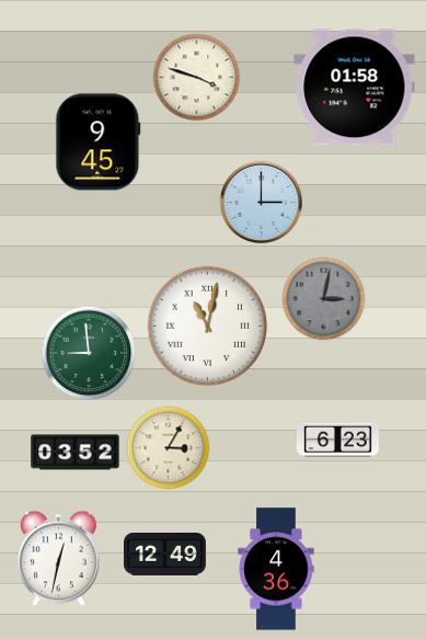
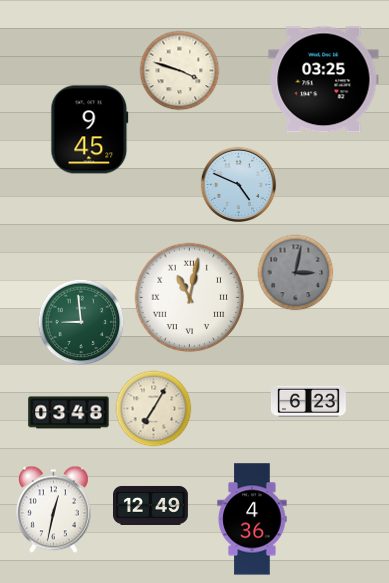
clock at (355, 88): 01:58 -> 03:25
clock at (262, 203): 3:00 -> 4:49
clock at (169, 448): 3:05 -> 7:05
clock at (76, 453): 03:52 -> 03:48
